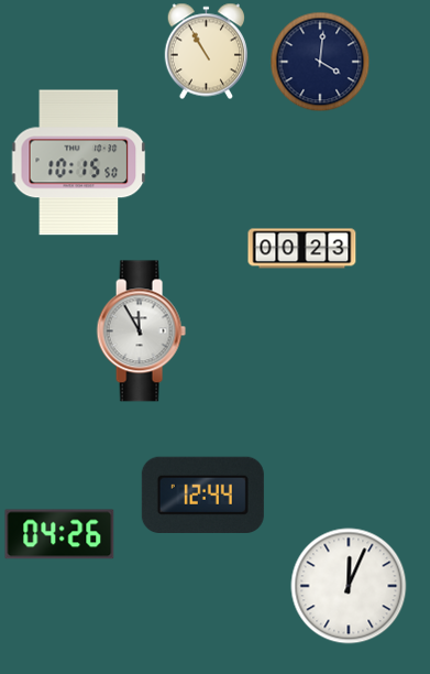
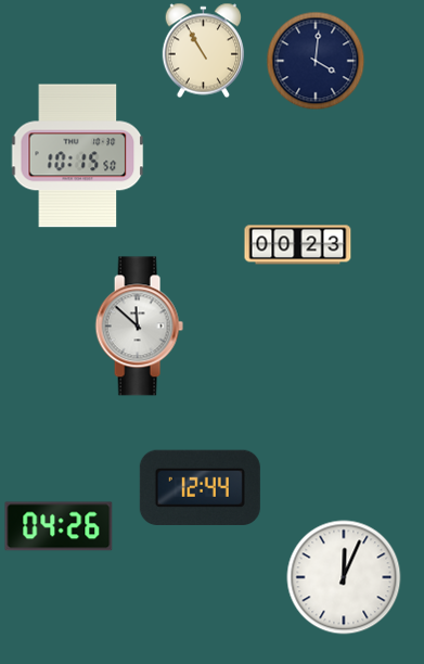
clock at (79, 163) position: (79, 163) -> (78, 156)
clock at (141, 331): 11:55 -> 11:52
